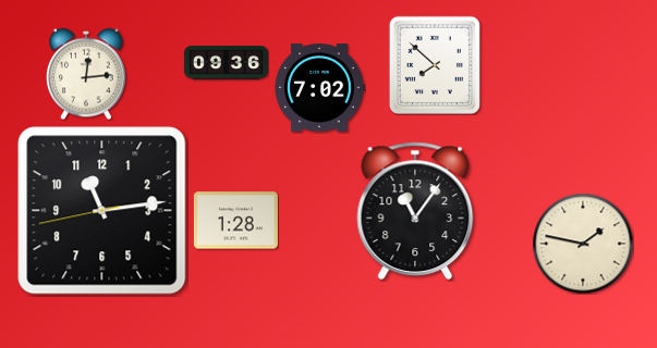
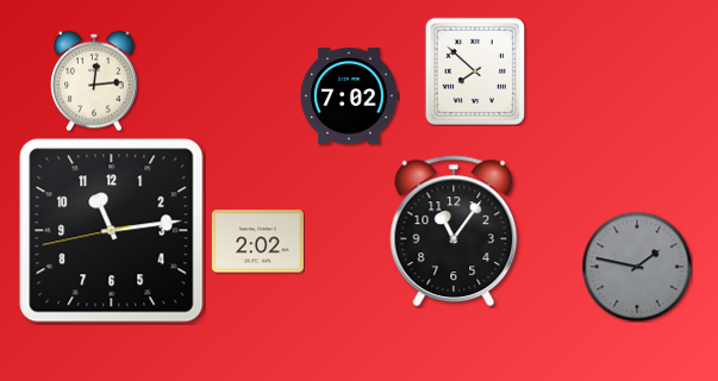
clock at (226, 63): 09:36 -> none
clock at (235, 221): 1:28 -> 2:02
clock at (583, 244) dial: cream -> grey
